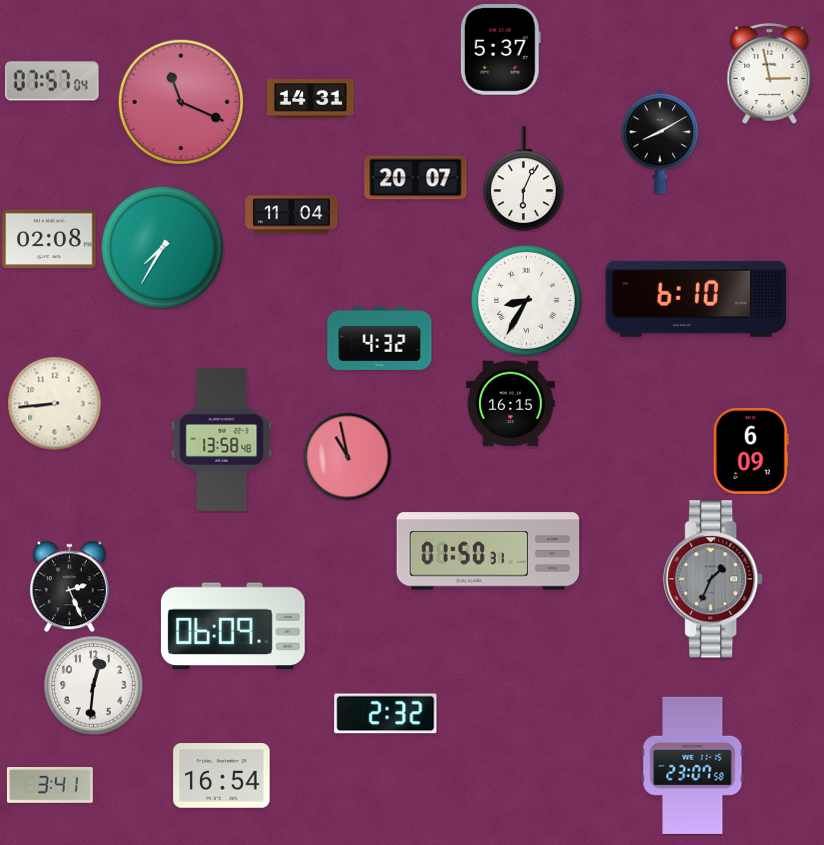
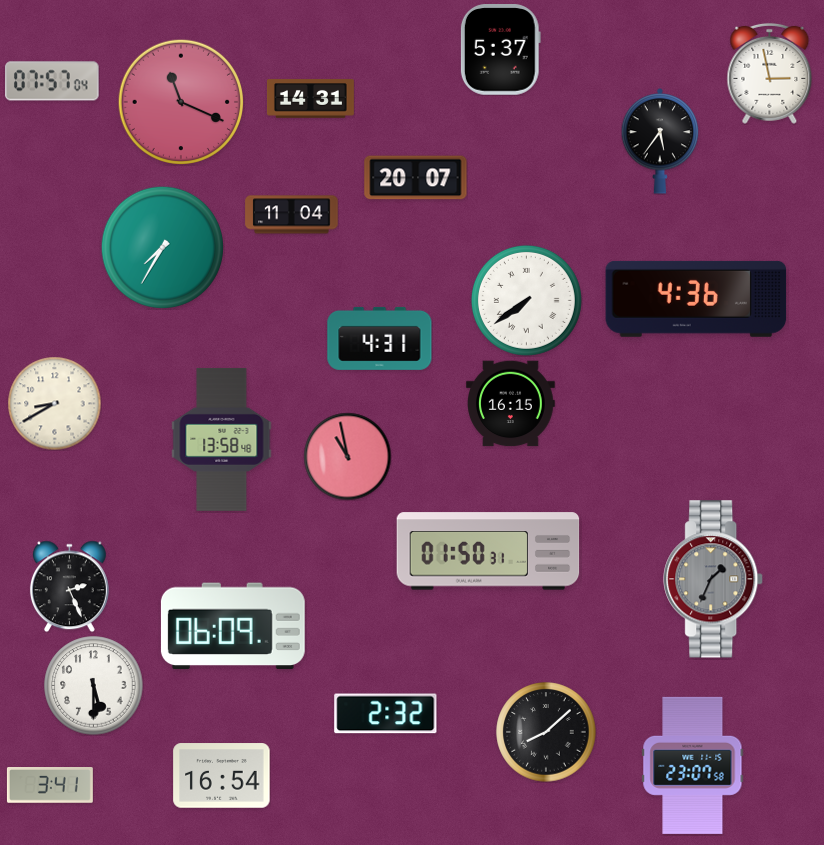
clock at (660, 141): 8:10 -> 5:36
clock at (524, 178): 6:04 -> none
clock at (49, 239): 02:08 -> none
clock at (696, 299): 6:10 -> 4:36
clock at (526, 300): 8:35 -> 7:39
clock at (380, 338): 4:32 -> 4:31
clock at (54, 403): 8:44 -> 8:40
clock at (751, 451): 6:09 -> none
clock at (94, 686): 12:31 -> 5:30
clock at (546, 732): none -> 8:08
